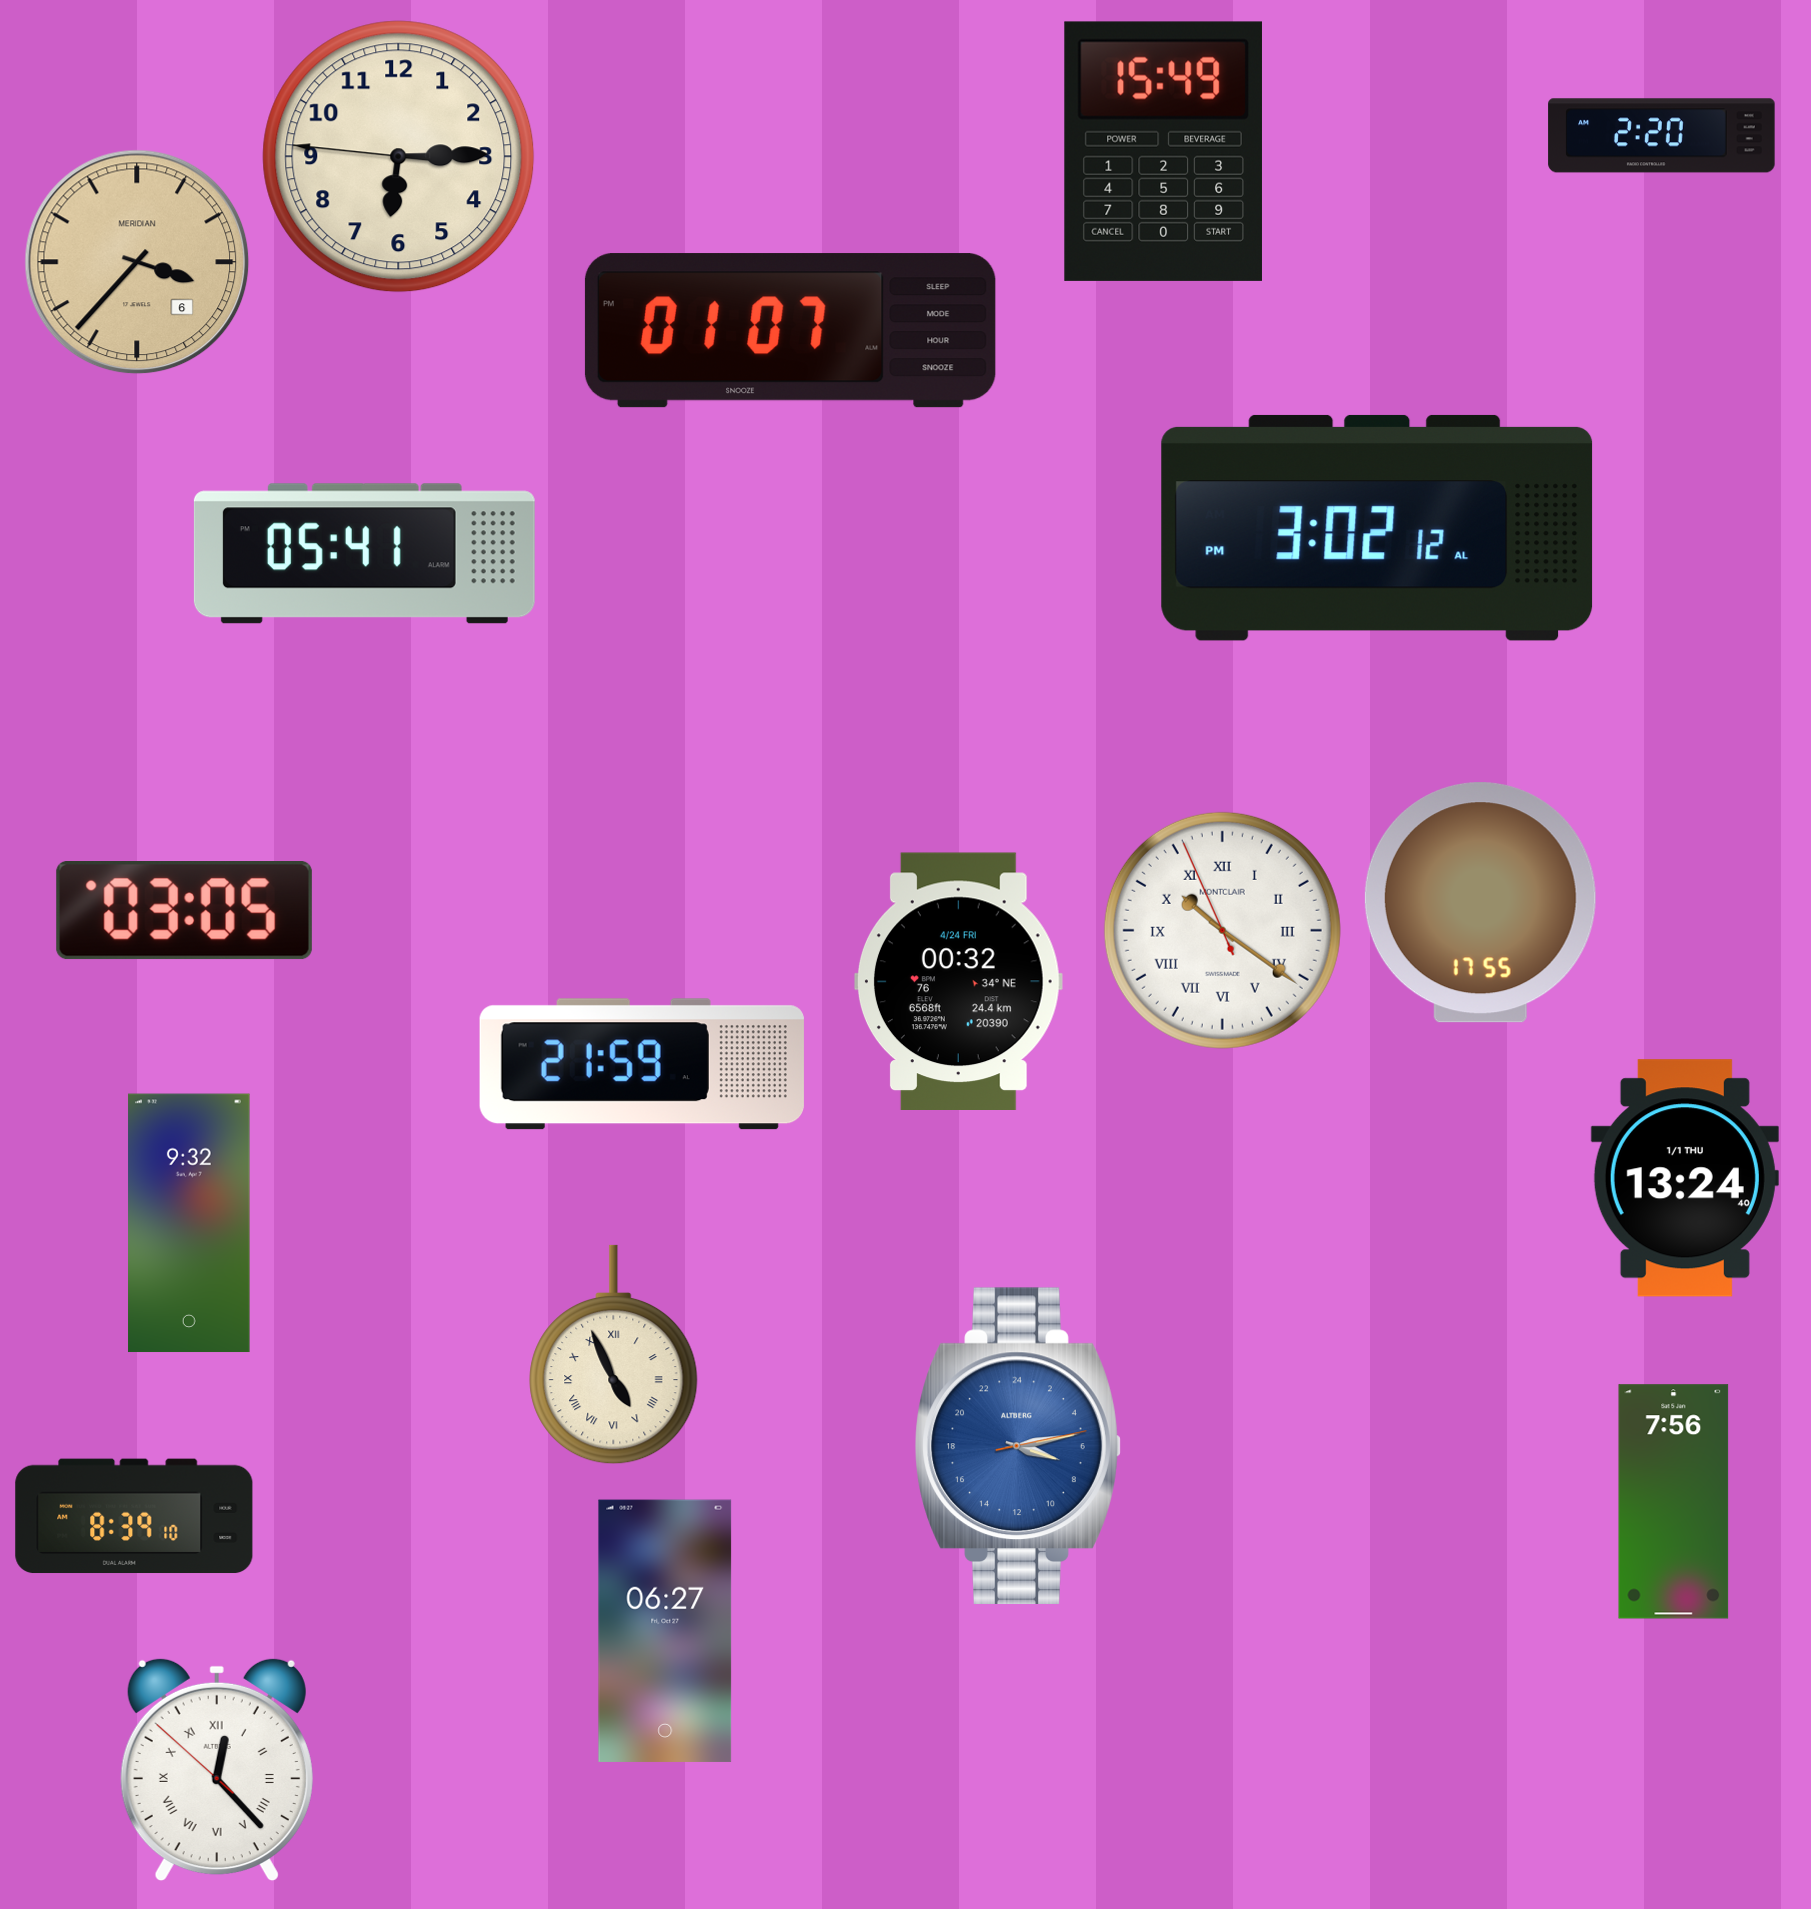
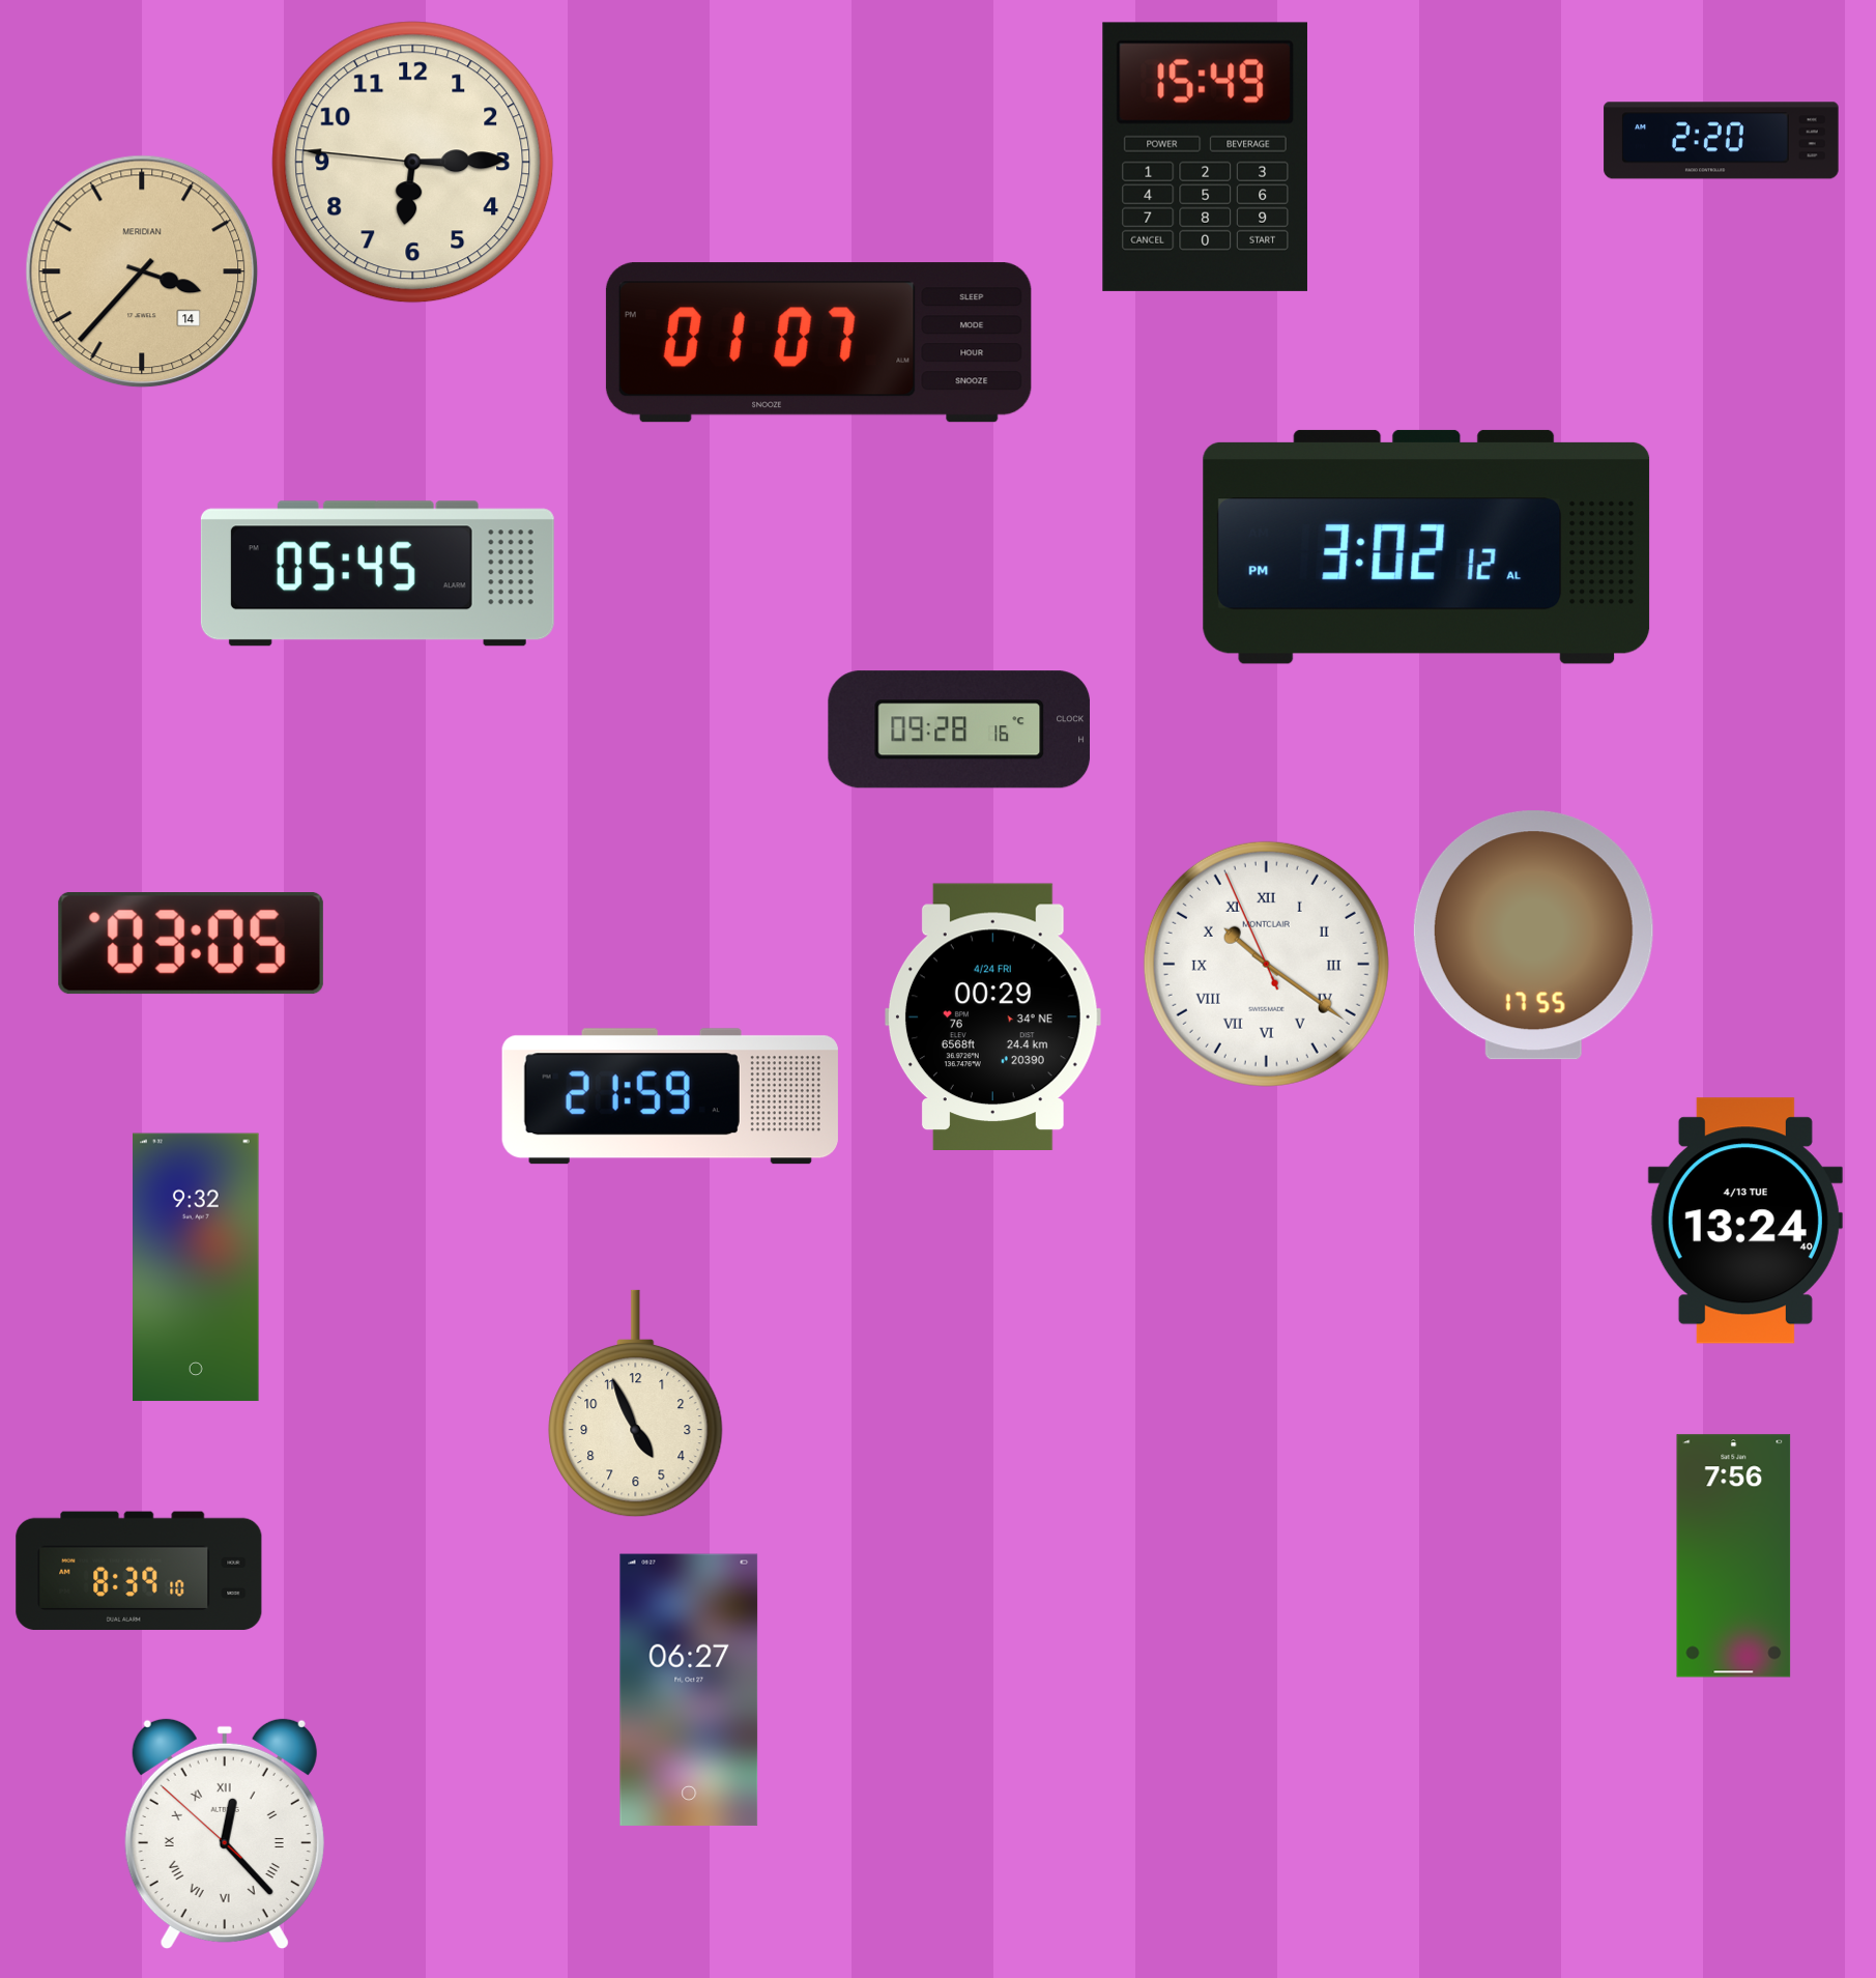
clock at (137, 262) date: 6 -> 14
clock at (364, 554): 05:41 -> 05:45
clock at (959, 729): none -> 09:28
clock at (958, 981): 00:32 -> 00:29
clock at (642, 1064) position: (642, 1064) -> (670, 1096)
clock at (1685, 1178) date: 1/1 THU -> 4/13 TUE
clock at (614, 1355) numerals: Roman -> Arabic
clock at (1018, 1446): 7:13 -> none
